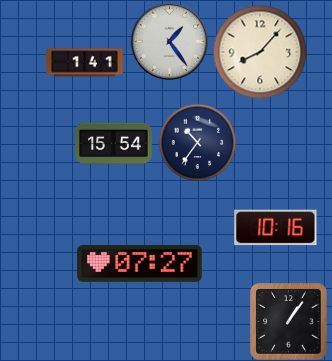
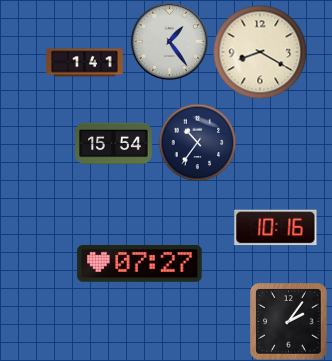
clock at (260, 52): 8:07 -> 8:20
clock at (289, 322): 1:06 -> 2:06
